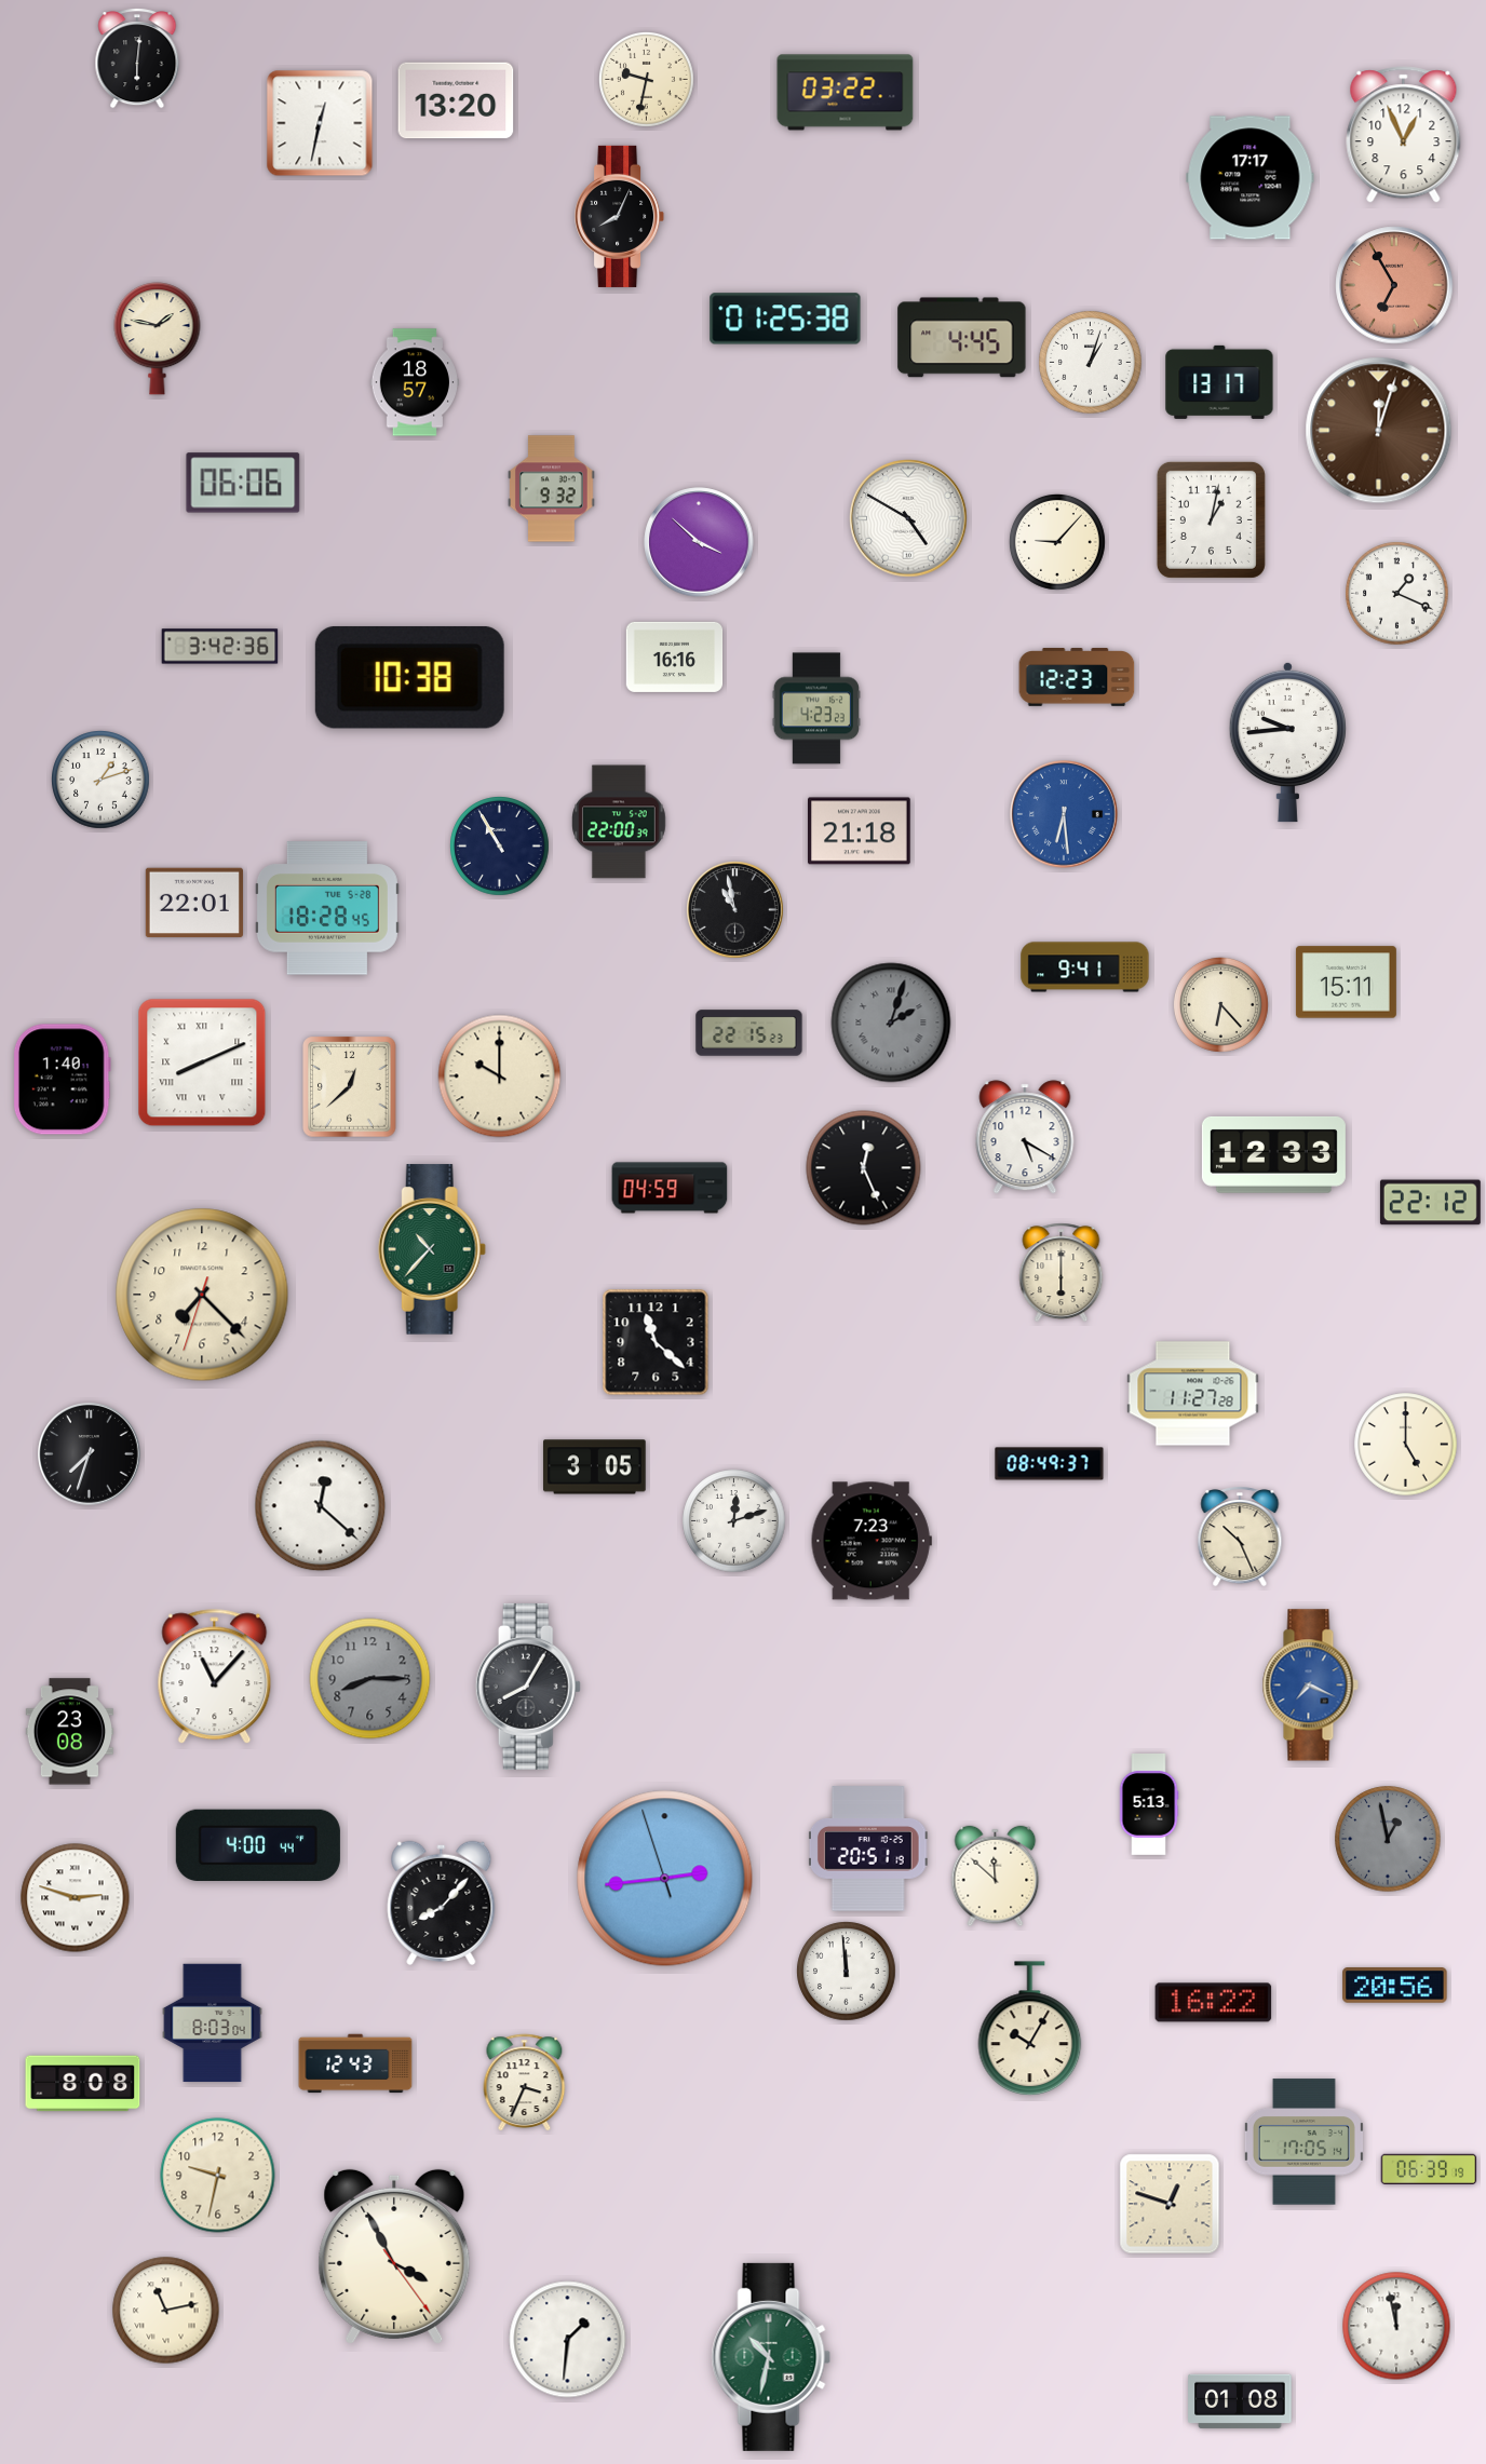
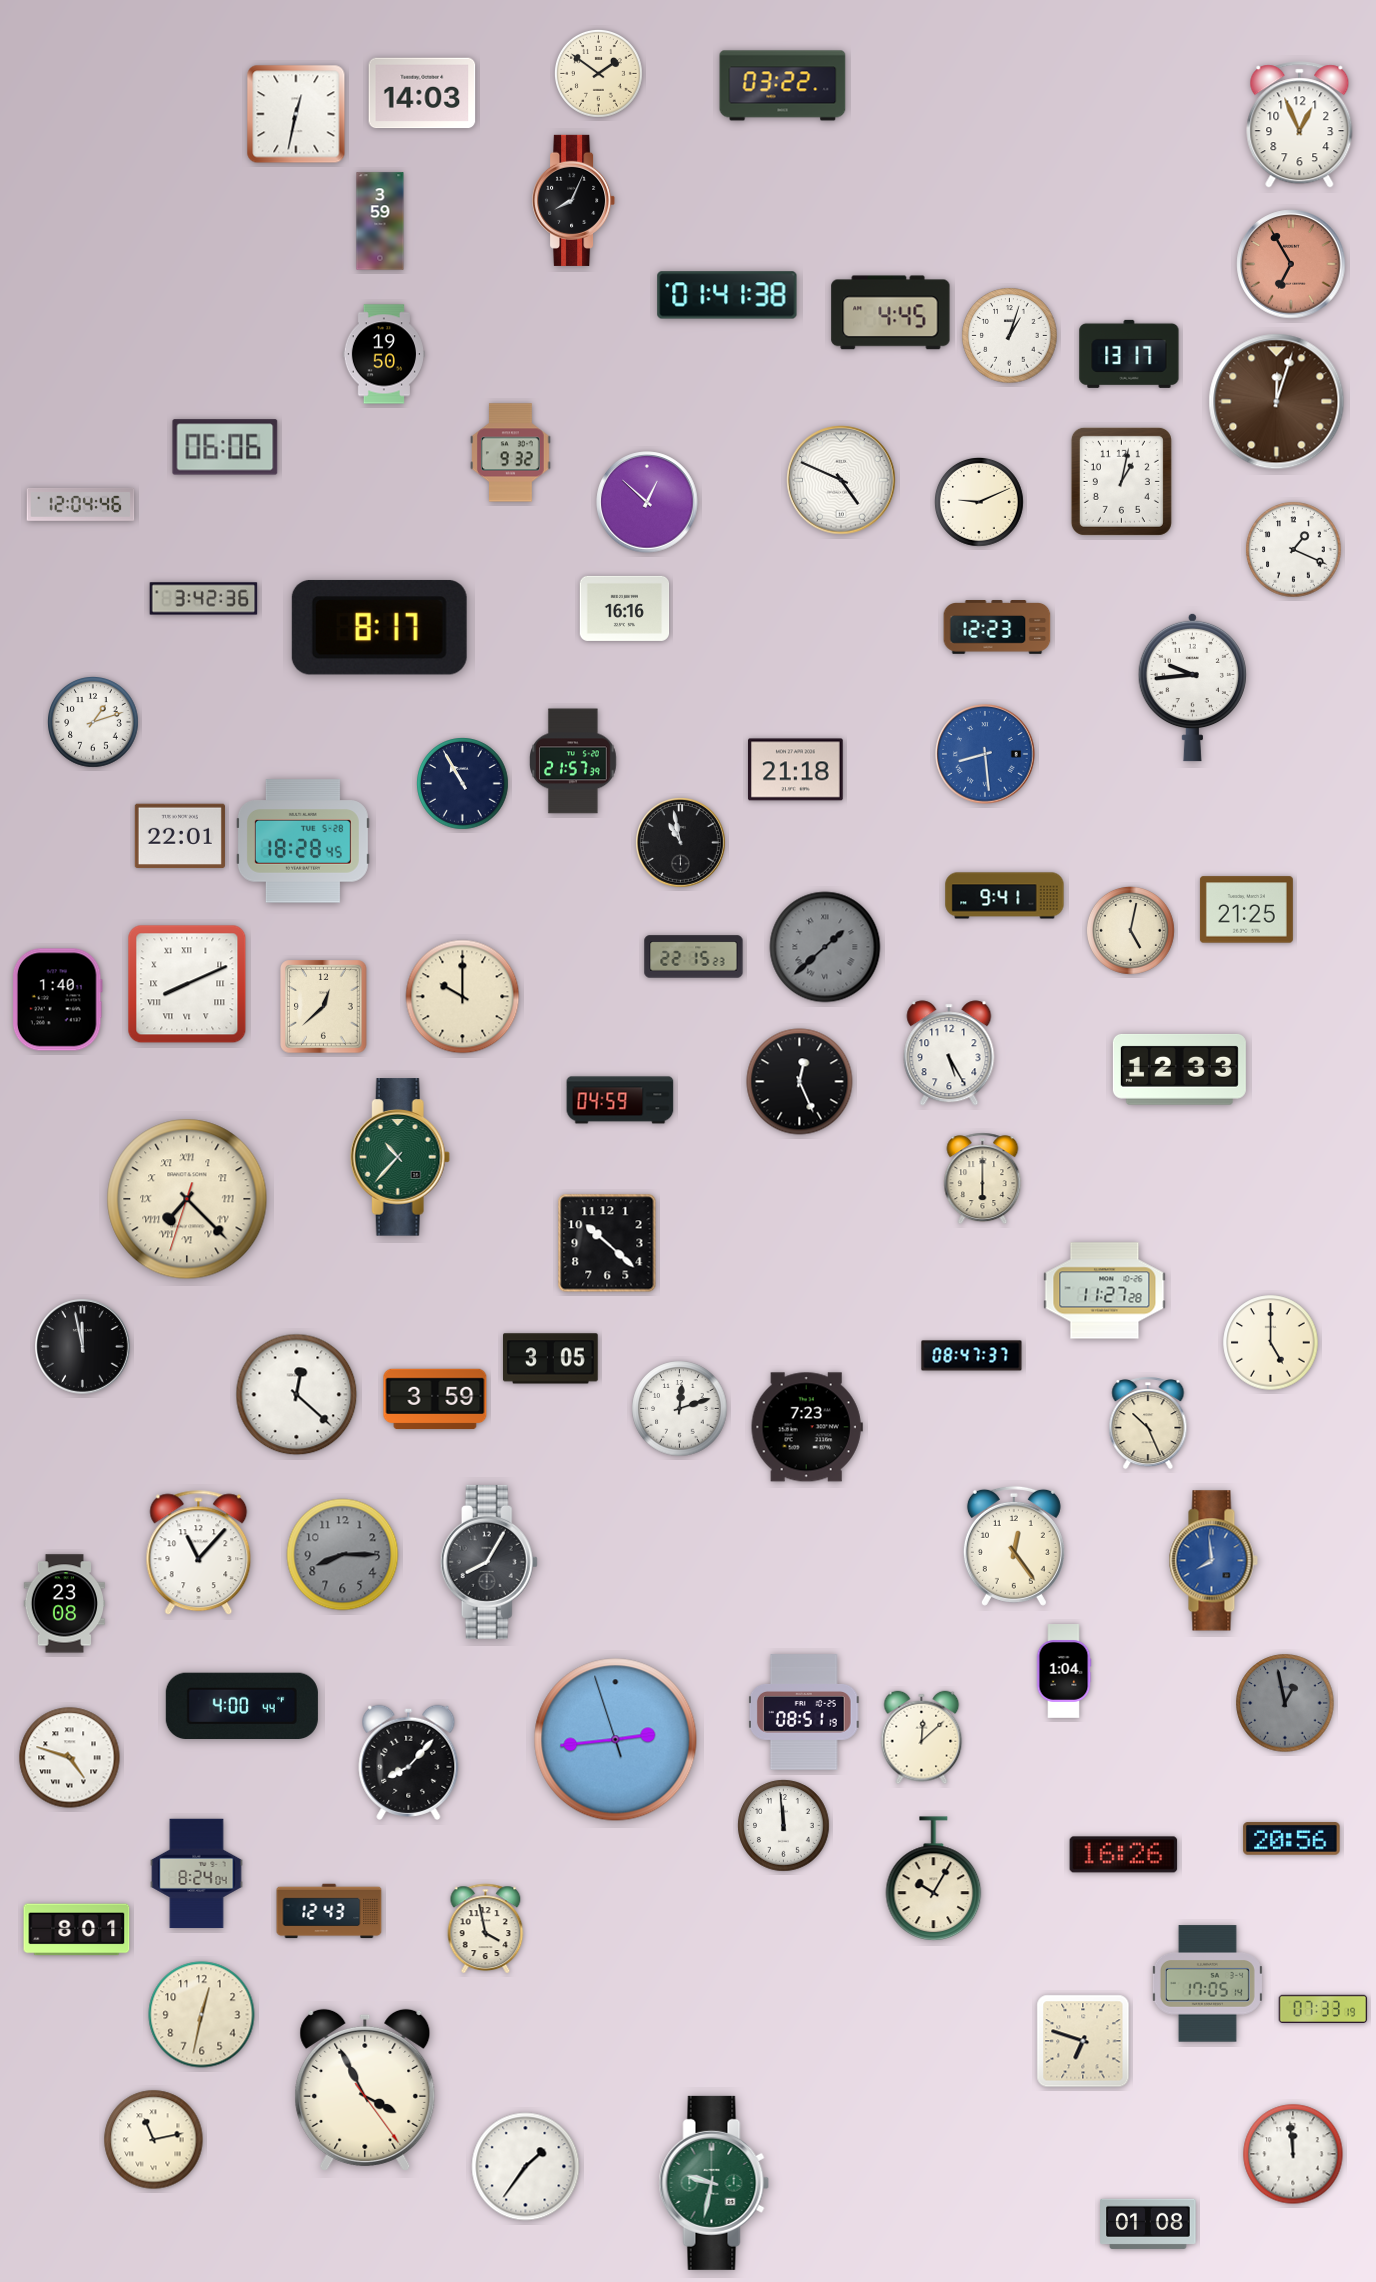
clock at (137, 58): 6:01 -> none
clock at (646, 79): 9:32 -> 1:51
clock at (456, 100): 13:20 -> 14:03
clock at (1251, 178): 17:17 -> none
clock at (380, 221): none -> 3:59
clock at (785, 319): 01:25 -> 01:41
clock at (158, 339): 1:47 -> none
clock at (415, 382): 18:57 -> 19:50
clock at (1379, 431) position: (1379, 431) -> (1277, 402)
clock at (908, 518): 4:50 -> 4:49
clock at (699, 542): 3:52 -> 12:52
clock at (1058, 543): 9:07 -> 9:11
clock at (81, 505): none -> 12:04
clock at (409, 677): 10:38 -> 8:17
clock at (816, 708): 4:23 -> none
clock at (1064, 814): 6:29 -> 8:29
clock at (620, 822): 22:00 -> 21:57
clock at (1346, 983): 15:11 -> 21:25
clock at (1220, 1004): 6:23 -> 5:02
clock at (891, 1023): 2:03 -> 1:38
clock at (1025, 1137): 5:20 -> 5:25
clock at (1430, 1203): 22:12 -> none
clock at (202, 1295) numerals: Arabic -> Roman
clock at (656, 1342): 11:22 -> 10:22
clock at (1406, 1445) position: (1406, 1445) -> (1271, 1343)
clock at (90, 1454): 7:33 -> 11:58
clock at (1050, 1464): 08:49 -> 08:47
clock at (435, 1399): none -> 3:59
clock at (1014, 1546): none -> 12:24
clock at (1310, 1685): 7:19 -> 7:59
clock at (1149, 1805): 5:13 -> 1:04
clock at (258, 1844) position: (258, 1844) -> (242, 1705)
clock at (868, 1849): 20:51 -> 08:51
clock at (996, 1877): 11:52 -> 12:08
clock at (76, 1898): 2:48 -> 4:48
clock at (1214, 2003): 16:22 -> 16:26
clock at (213, 2023): 8:03 -> 8:24
clock at (1030, 2029) position: (1030, 2029) -> (934, 1879)
clock at (525, 2083): 3:34 -> 3:58
clock at (83, 2084): 8:08 -> 8:01
clock at (1429, 2168): 06:39 -> 07:33
clock at (218, 2176): 9:32 -> 12:32
clock at (1170, 2204): 12:48 -> 6:48
clock at (1396, 2326): 11:58 -> 11:59
clock at (568, 2340): 1:31 -> 1:36
clock at (771, 2357): 10:32 -> 9:32
